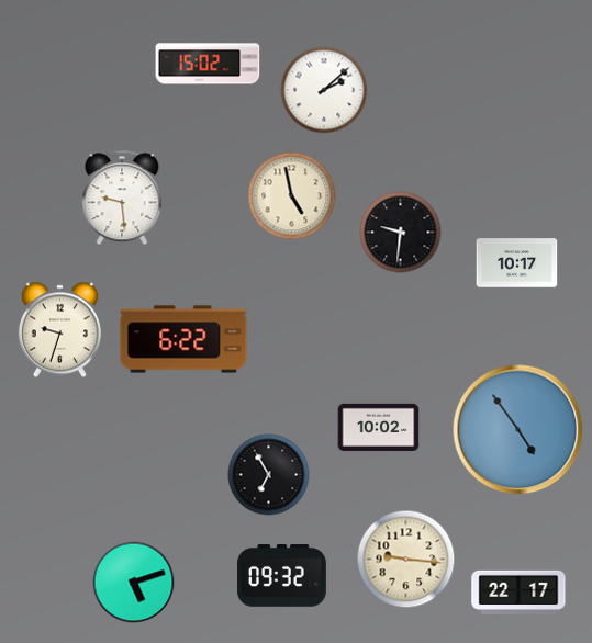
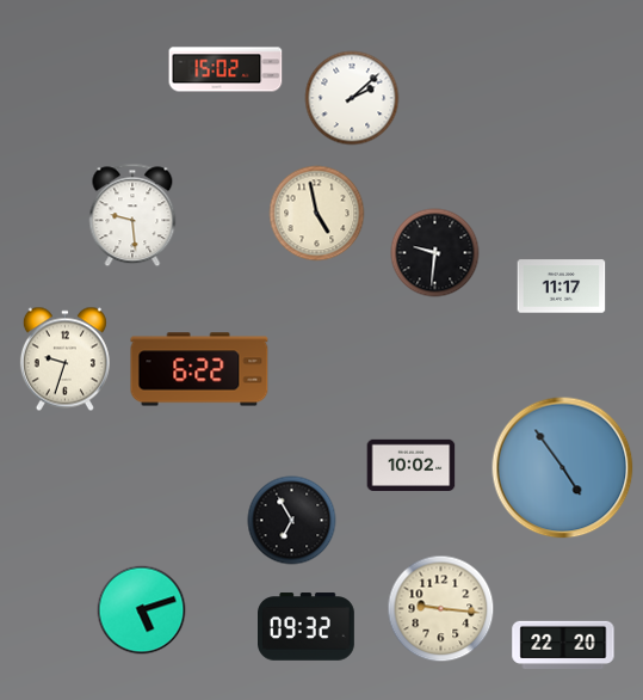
clock at (517, 263): 10:17 -> 11:17
clock at (269, 475) position: (269, 475) -> (292, 521)
clock at (134, 583) position: (134, 583) -> (142, 610)
clock at (518, 591): 22:17 -> 22:20
